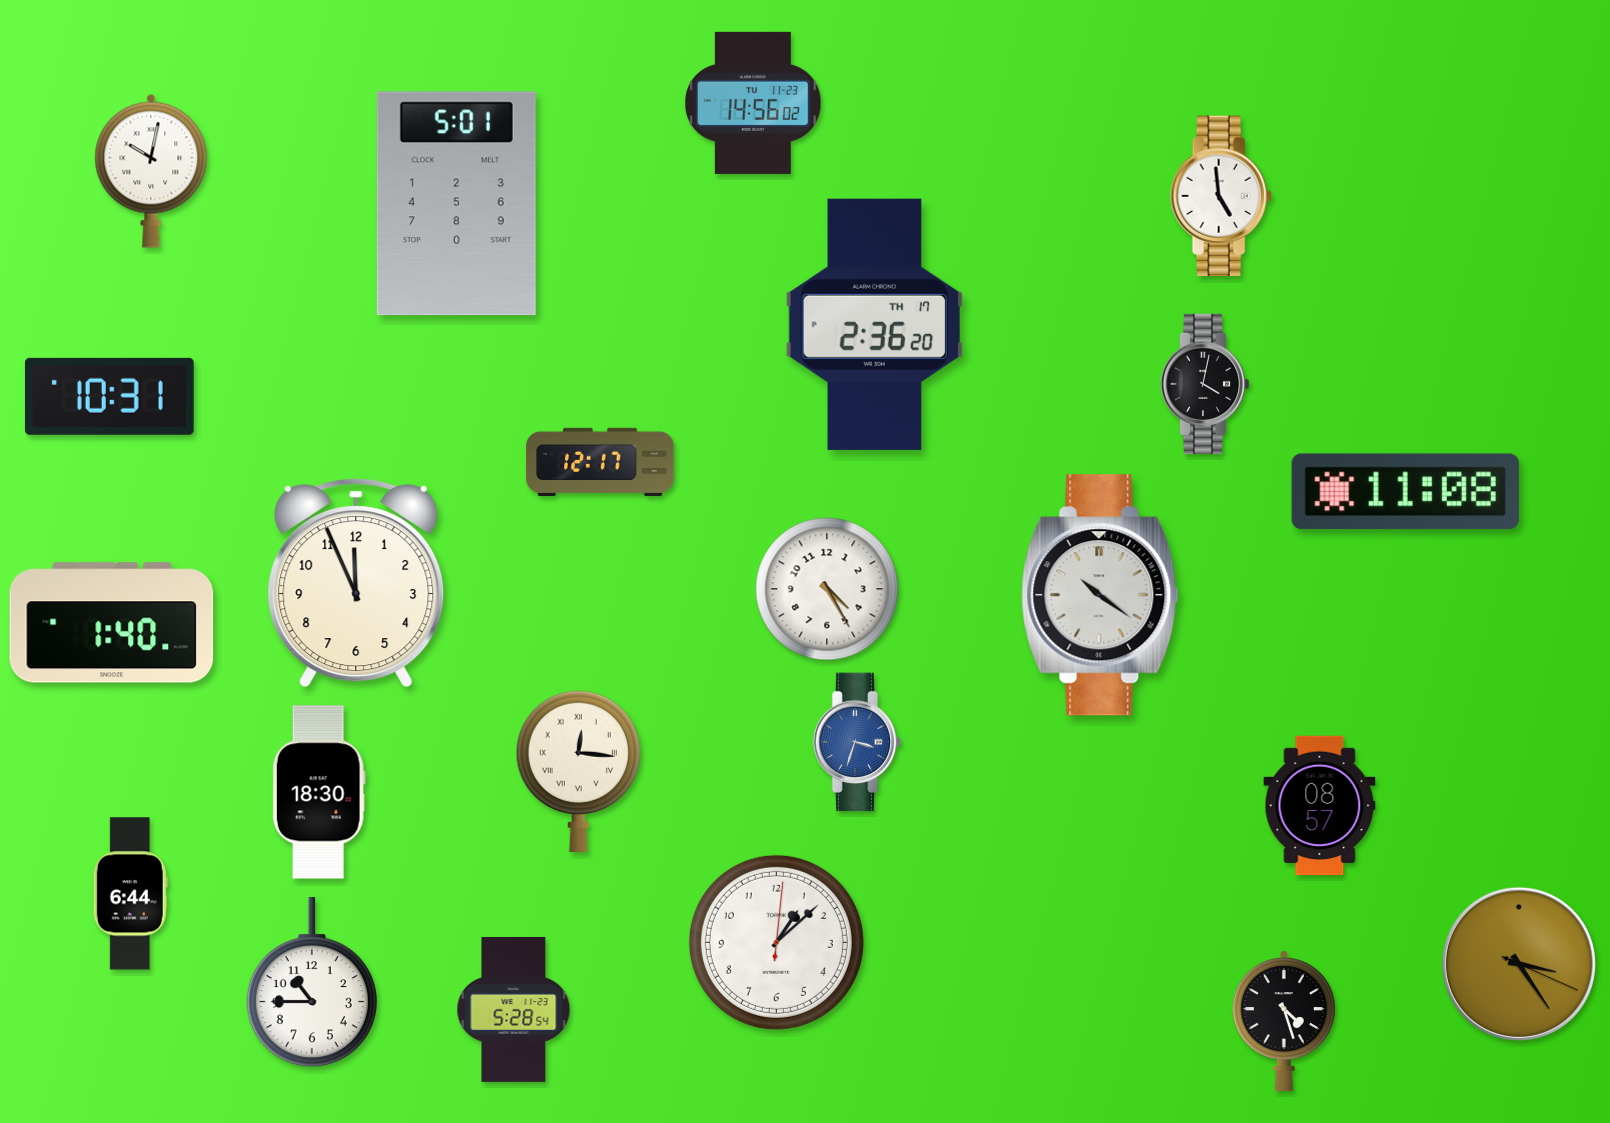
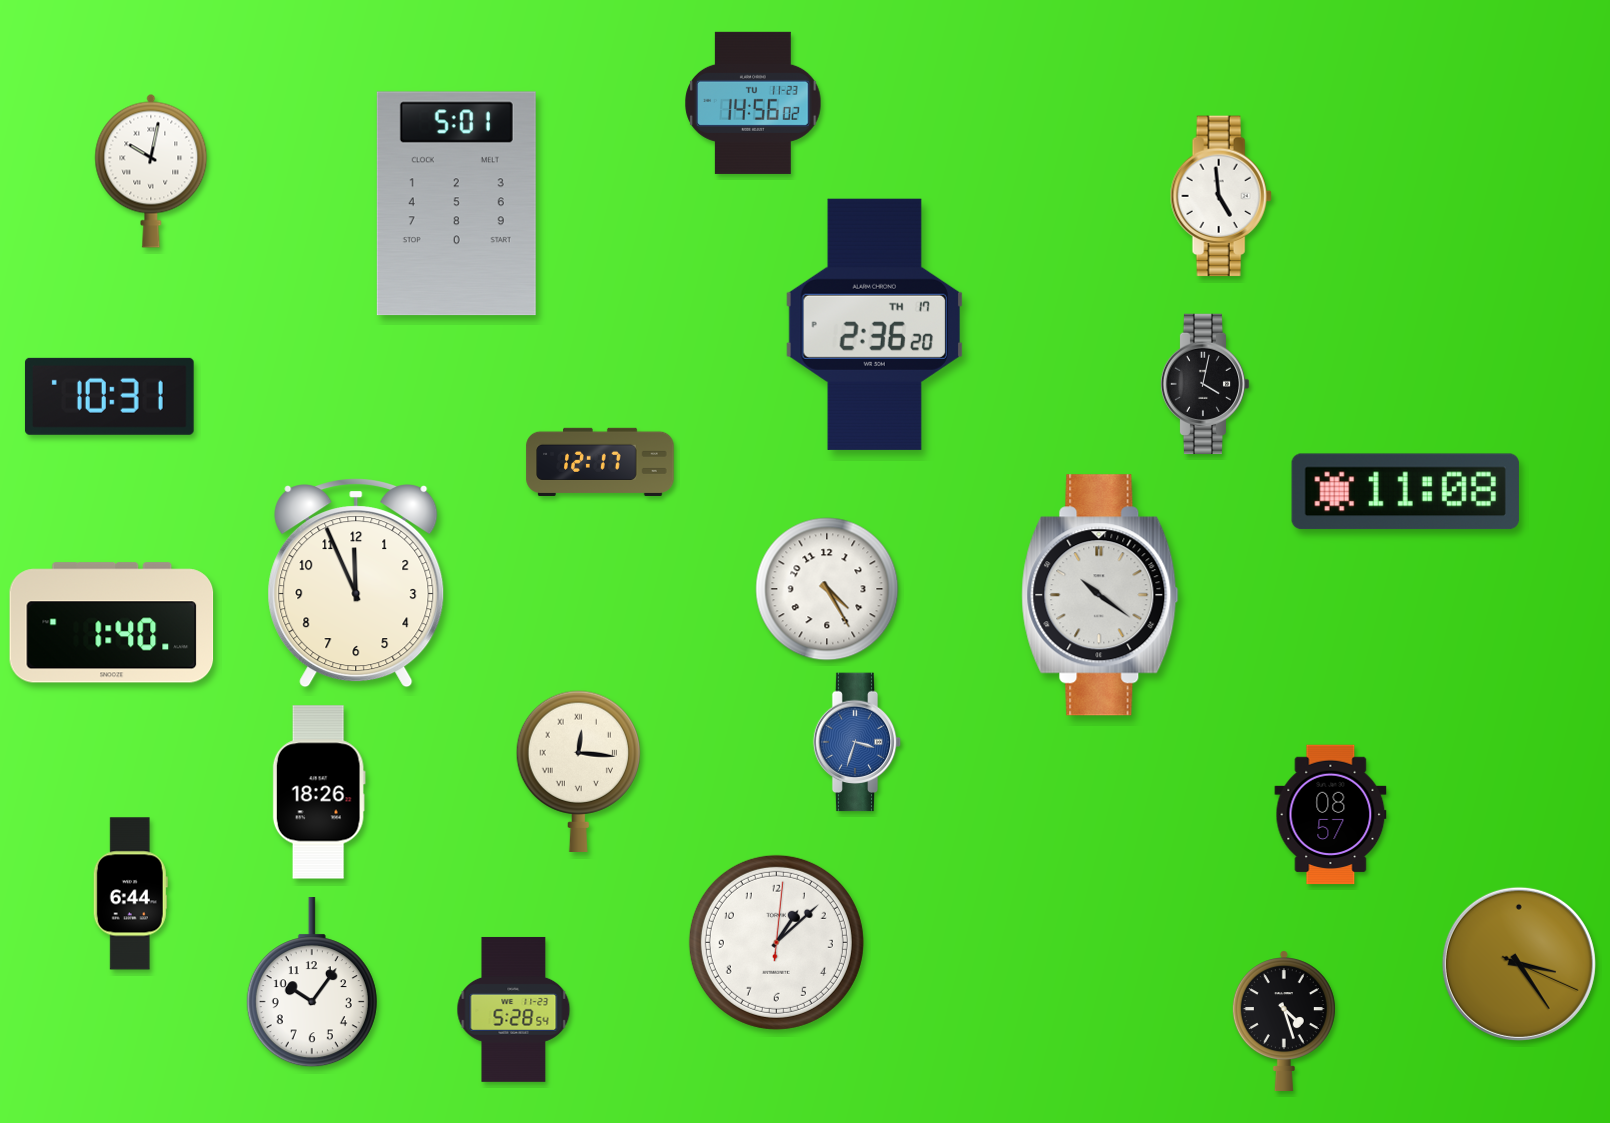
clock at (319, 792): 18:30 -> 18:26
clock at (1320, 806) position: (1320, 806) -> (1331, 815)
clock at (312, 983): 10:45 -> 10:06
